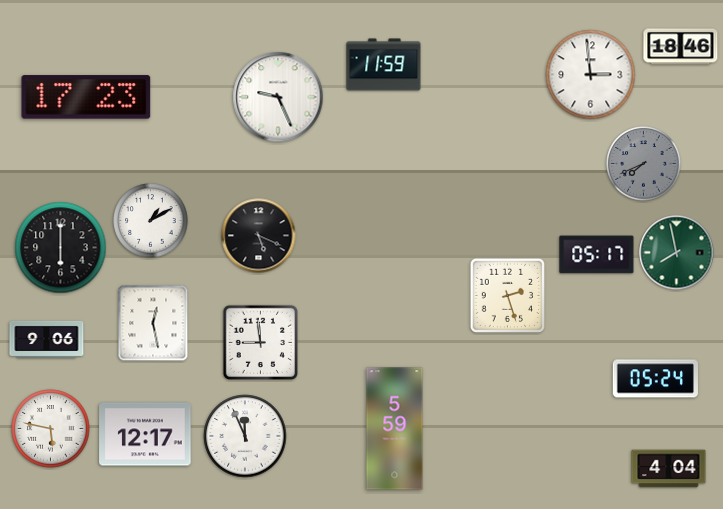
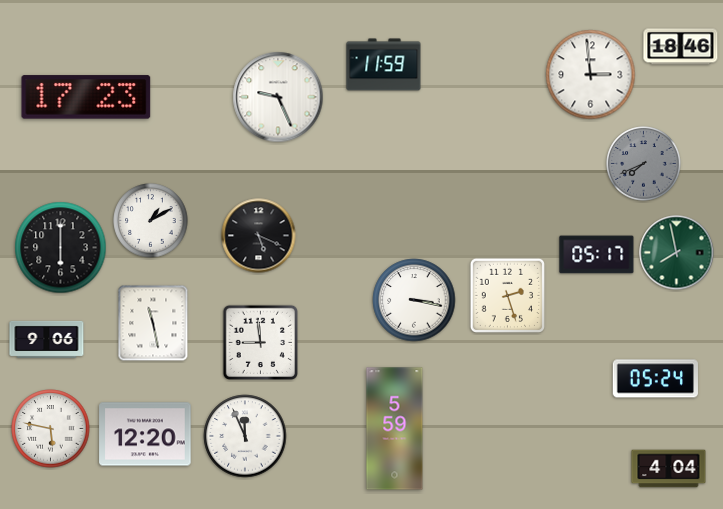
clock at (414, 300): none -> 3:17
clock at (153, 323): 12:28 -> 11:28
clock at (145, 434): 12:17 -> 12:20
